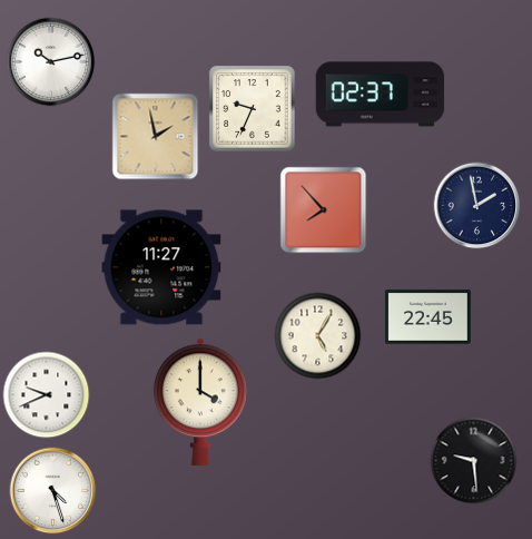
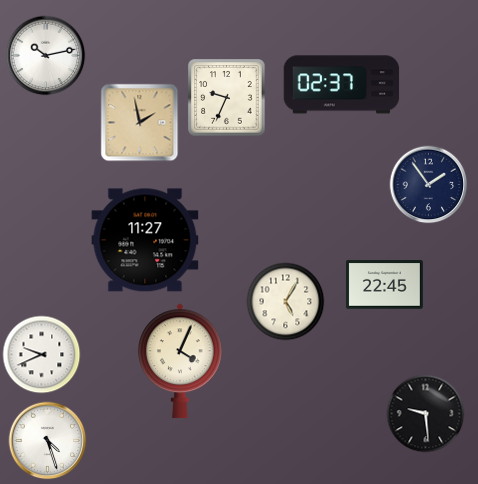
clock at (476, 205): 1:58 -> 1:54
clock at (323, 209): 7:53 -> none
clock at (201, 402): 4:00 -> 4:04
